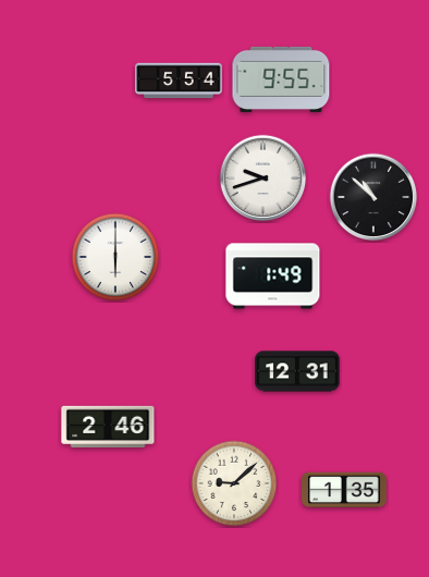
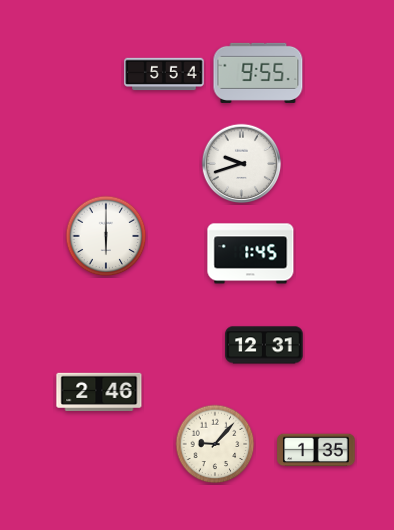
clock at (373, 197): 10:52 -> none
clock at (273, 277): 1:49 -> 1:45
clock at (297, 371) position: (297, 371) -> (264, 345)
clock at (234, 483): 9:08 -> 9:07
